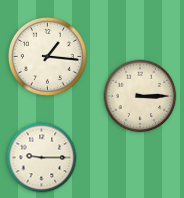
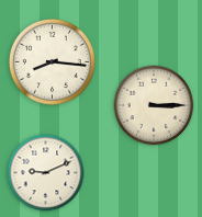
clock at (47, 56): 1:16 -> 8:16
clock at (42, 158): 9:15 -> 9:11
